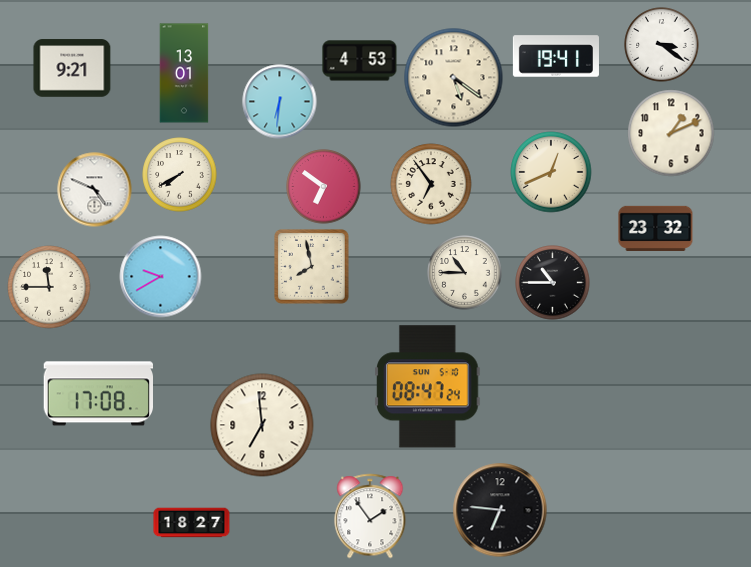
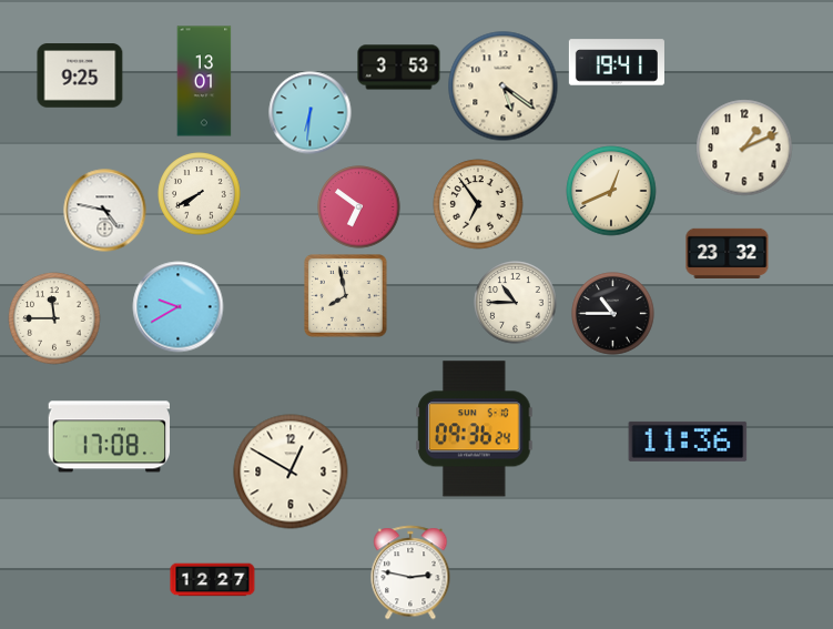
clock at (662, 45): 3:21 -> none
clock at (360, 61): 4:53 -> 3:53
clock at (72, 68): 9:21 -> 9:25
clock at (95, 190): 4:49 -> 4:47
clock at (428, 387): 08:47 -> 09:36
clock at (688, 442): none -> 11:36
clock at (262, 425): 6:59 -> 12:50
clock at (500, 510): 6:46 -> none
clock at (370, 516): 1:54 -> 2:47
clock at (192, 523): 18:27 -> 12:27
